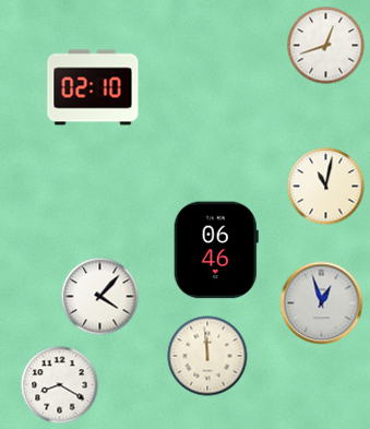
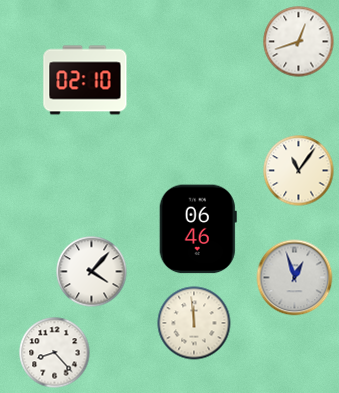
clock at (326, 187): 11:02 -> 11:06
clock at (207, 356) position: (207, 356) -> (194, 323)
clock at (60, 385): 8:20 -> 8:23
